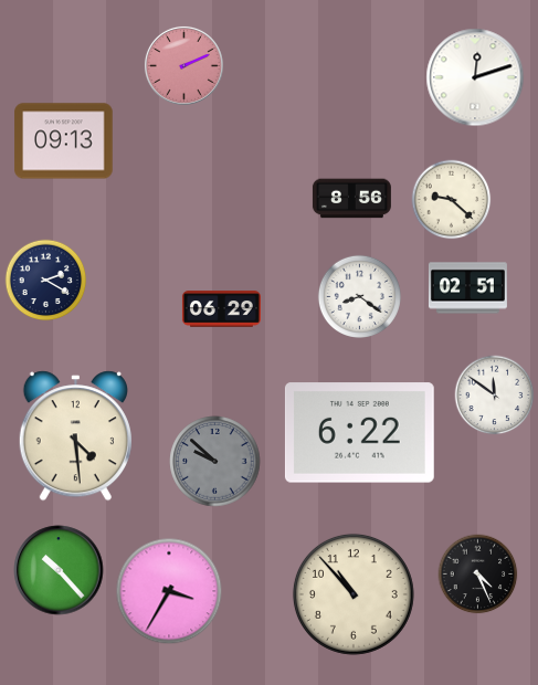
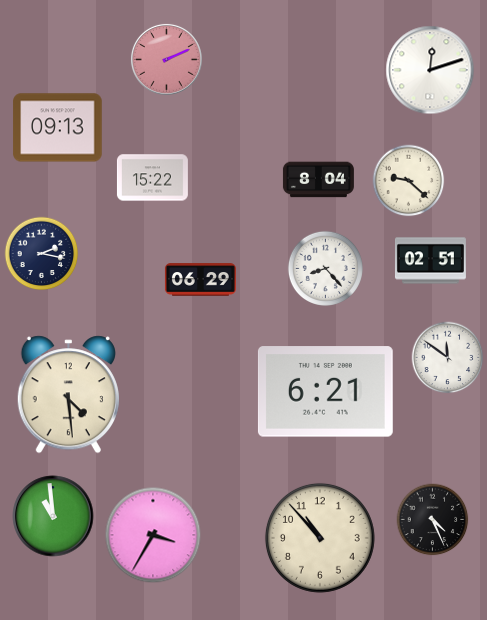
clock at (152, 178): none -> 15:22
clock at (351, 199): 8:56 -> 8:04
clock at (46, 281): 2:20 -> 2:17
clock at (467, 288) position: (467, 288) -> (430, 261)
clock at (359, 296): 8:21 -> 8:23
clock at (359, 433): 6:22 -> 6:21
clock at (215, 462): 9:52 -> none
clock at (59, 570): 10:23 -> 10:59
